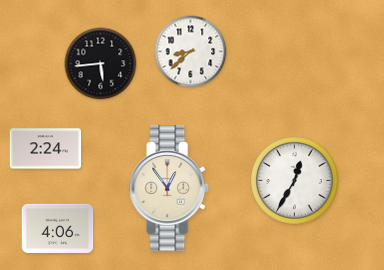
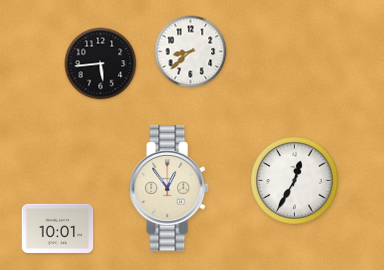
clock at (46, 149): 2:24 -> none
clock at (58, 228): 4:06 -> 10:01
